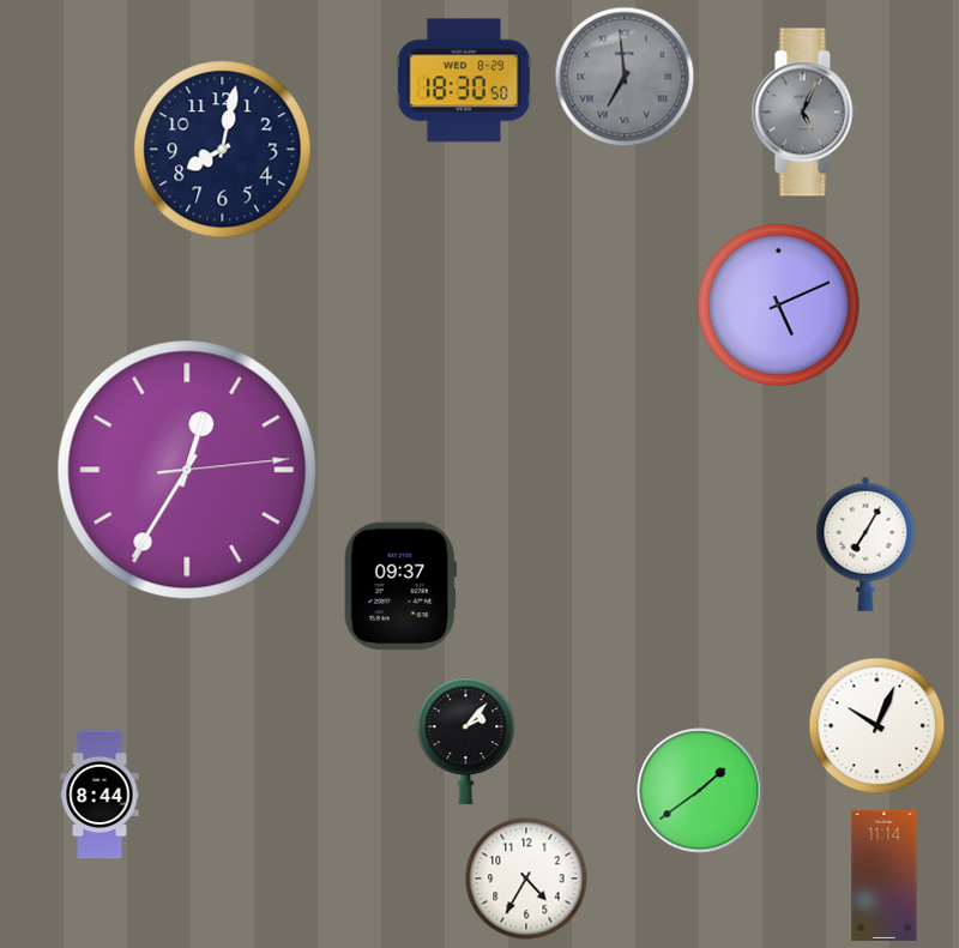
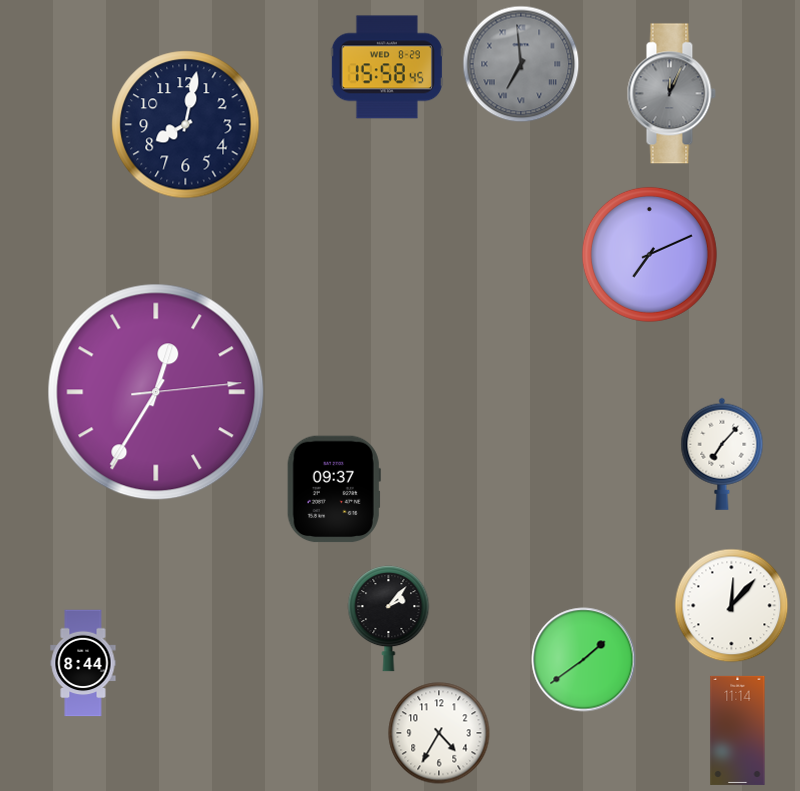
clock at (464, 80): 18:30 -> 15:58
clock at (804, 113): 5:04 -> 12:04
clock at (778, 304): 5:11 -> 7:11
clock at (865, 544): 7:05 -> 7:07
clock at (877, 726): 10:04 -> 12:07
